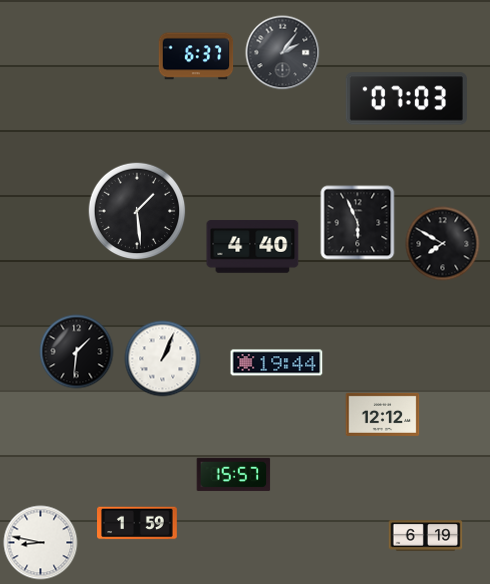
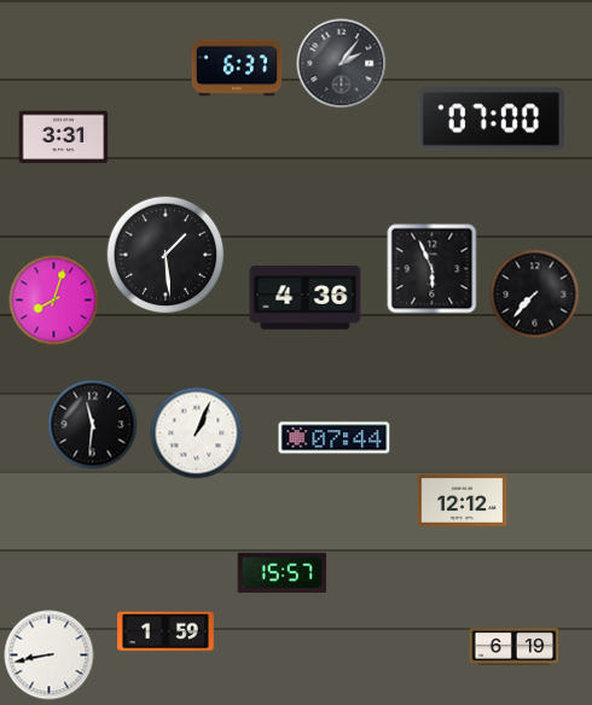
clock at (406, 99): 07:03 -> 07:00
clock at (64, 138): none -> 3:31
clock at (443, 244): 7:50 -> 7:37
clock at (253, 247): 4:40 -> 4:36
clock at (54, 301): none -> 8:03
clock at (77, 352): 1:31 -> 11:31
clock at (277, 363): 19:44 -> 07:44
clock at (41, 543): 8:47 -> 8:43
